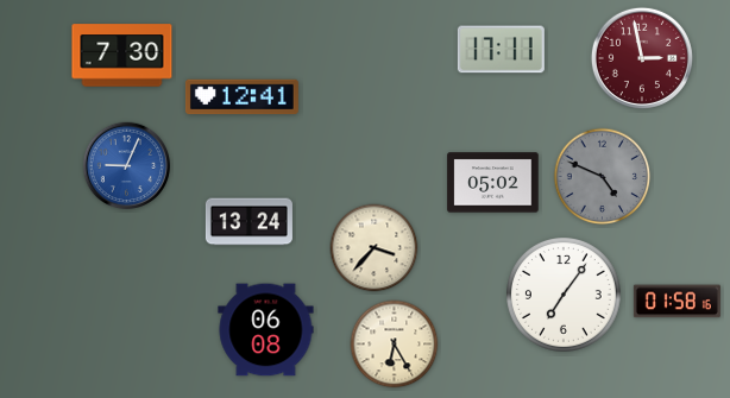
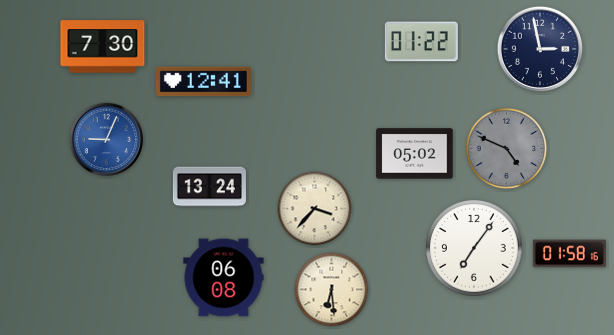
clock at (501, 50): 17:11 -> 01:22
clock at (642, 58) dial: burgundy -> navy
clock at (395, 345): 6:25 -> 6:29
